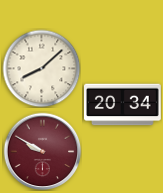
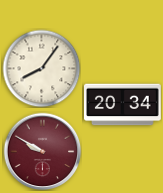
clock at (41, 68): 8:08 -> 8:06
